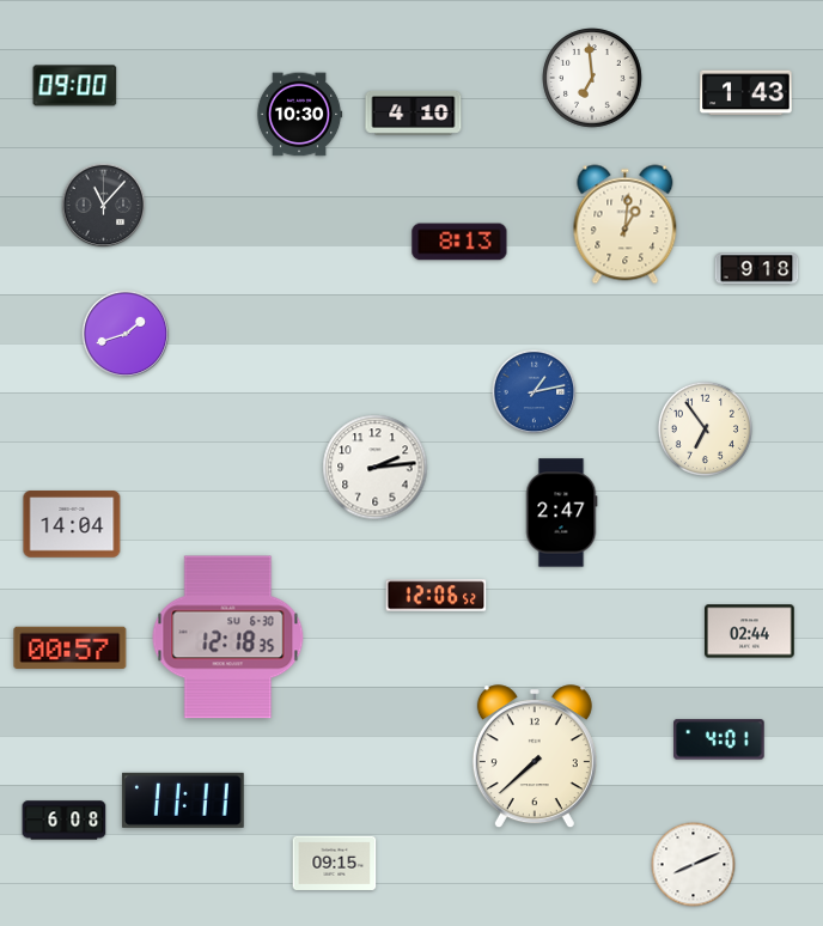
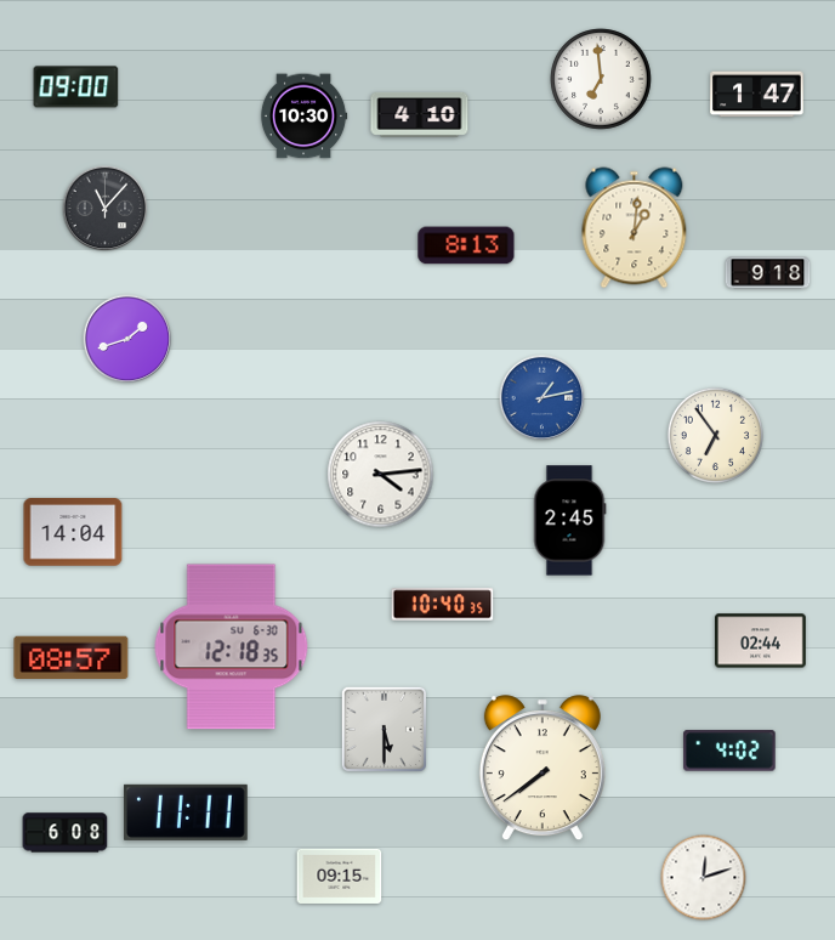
clock at (746, 93): 1:43 -> 1:47
clock at (376, 468): 2:14 -> 4:14
clock at (561, 513): 2:47 -> 2:45
clock at (437, 596): 12:06 -> 10:40
clock at (71, 648): 00:57 -> 08:57
clock at (384, 729): none -> 5:30
clock at (719, 739): 4:01 -> 4:02
clock at (535, 757): 7:38 -> 7:39
clock at (694, 865): 8:11 -> 12:12
